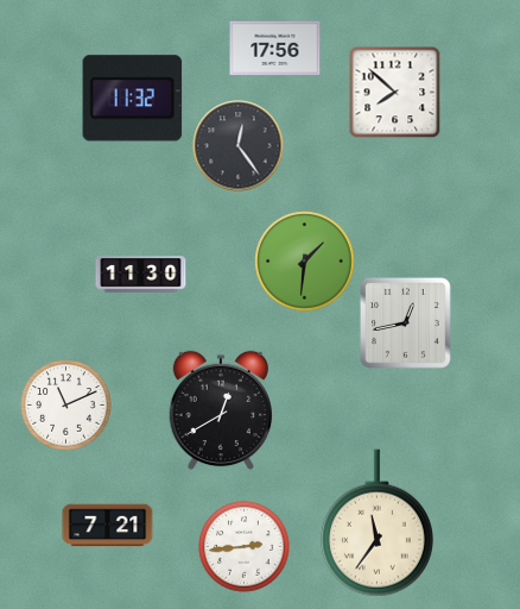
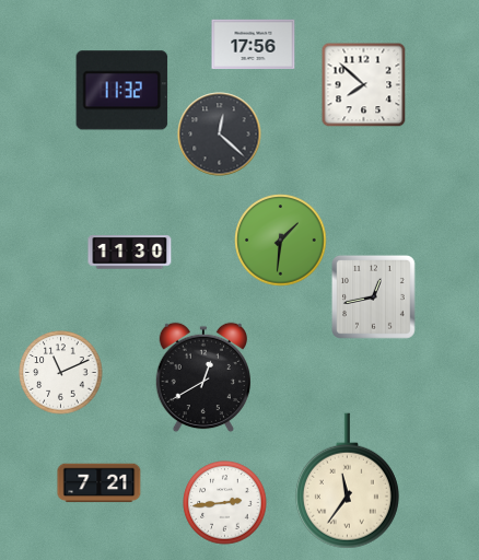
clock at (239, 146): 12:24 -> 12:22
